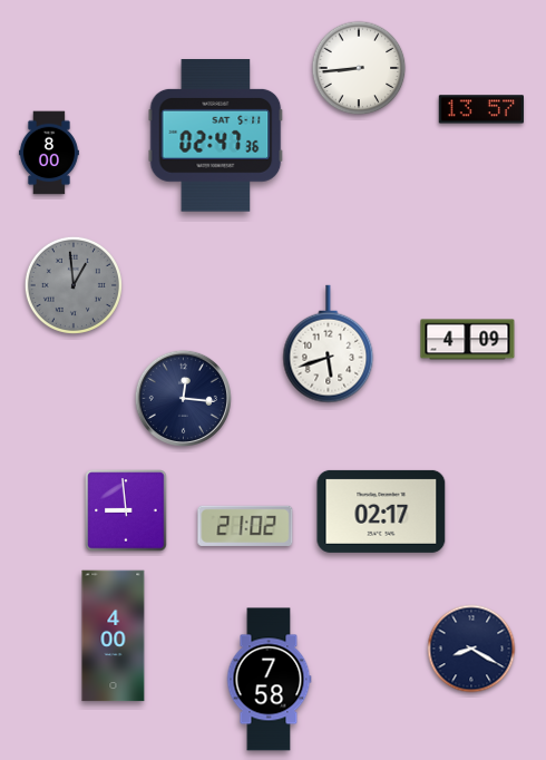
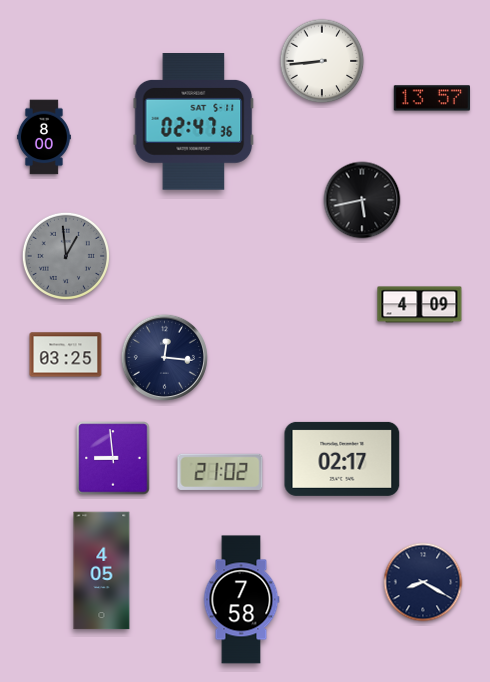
clock at (362, 200): none -> 5:43
clock at (329, 344): 5:42 -> none
clock at (66, 355): none -> 03:25
clock at (114, 636): 4:00 -> 4:05
clock at (269, 680) position: (269, 680) -> (241, 600)
